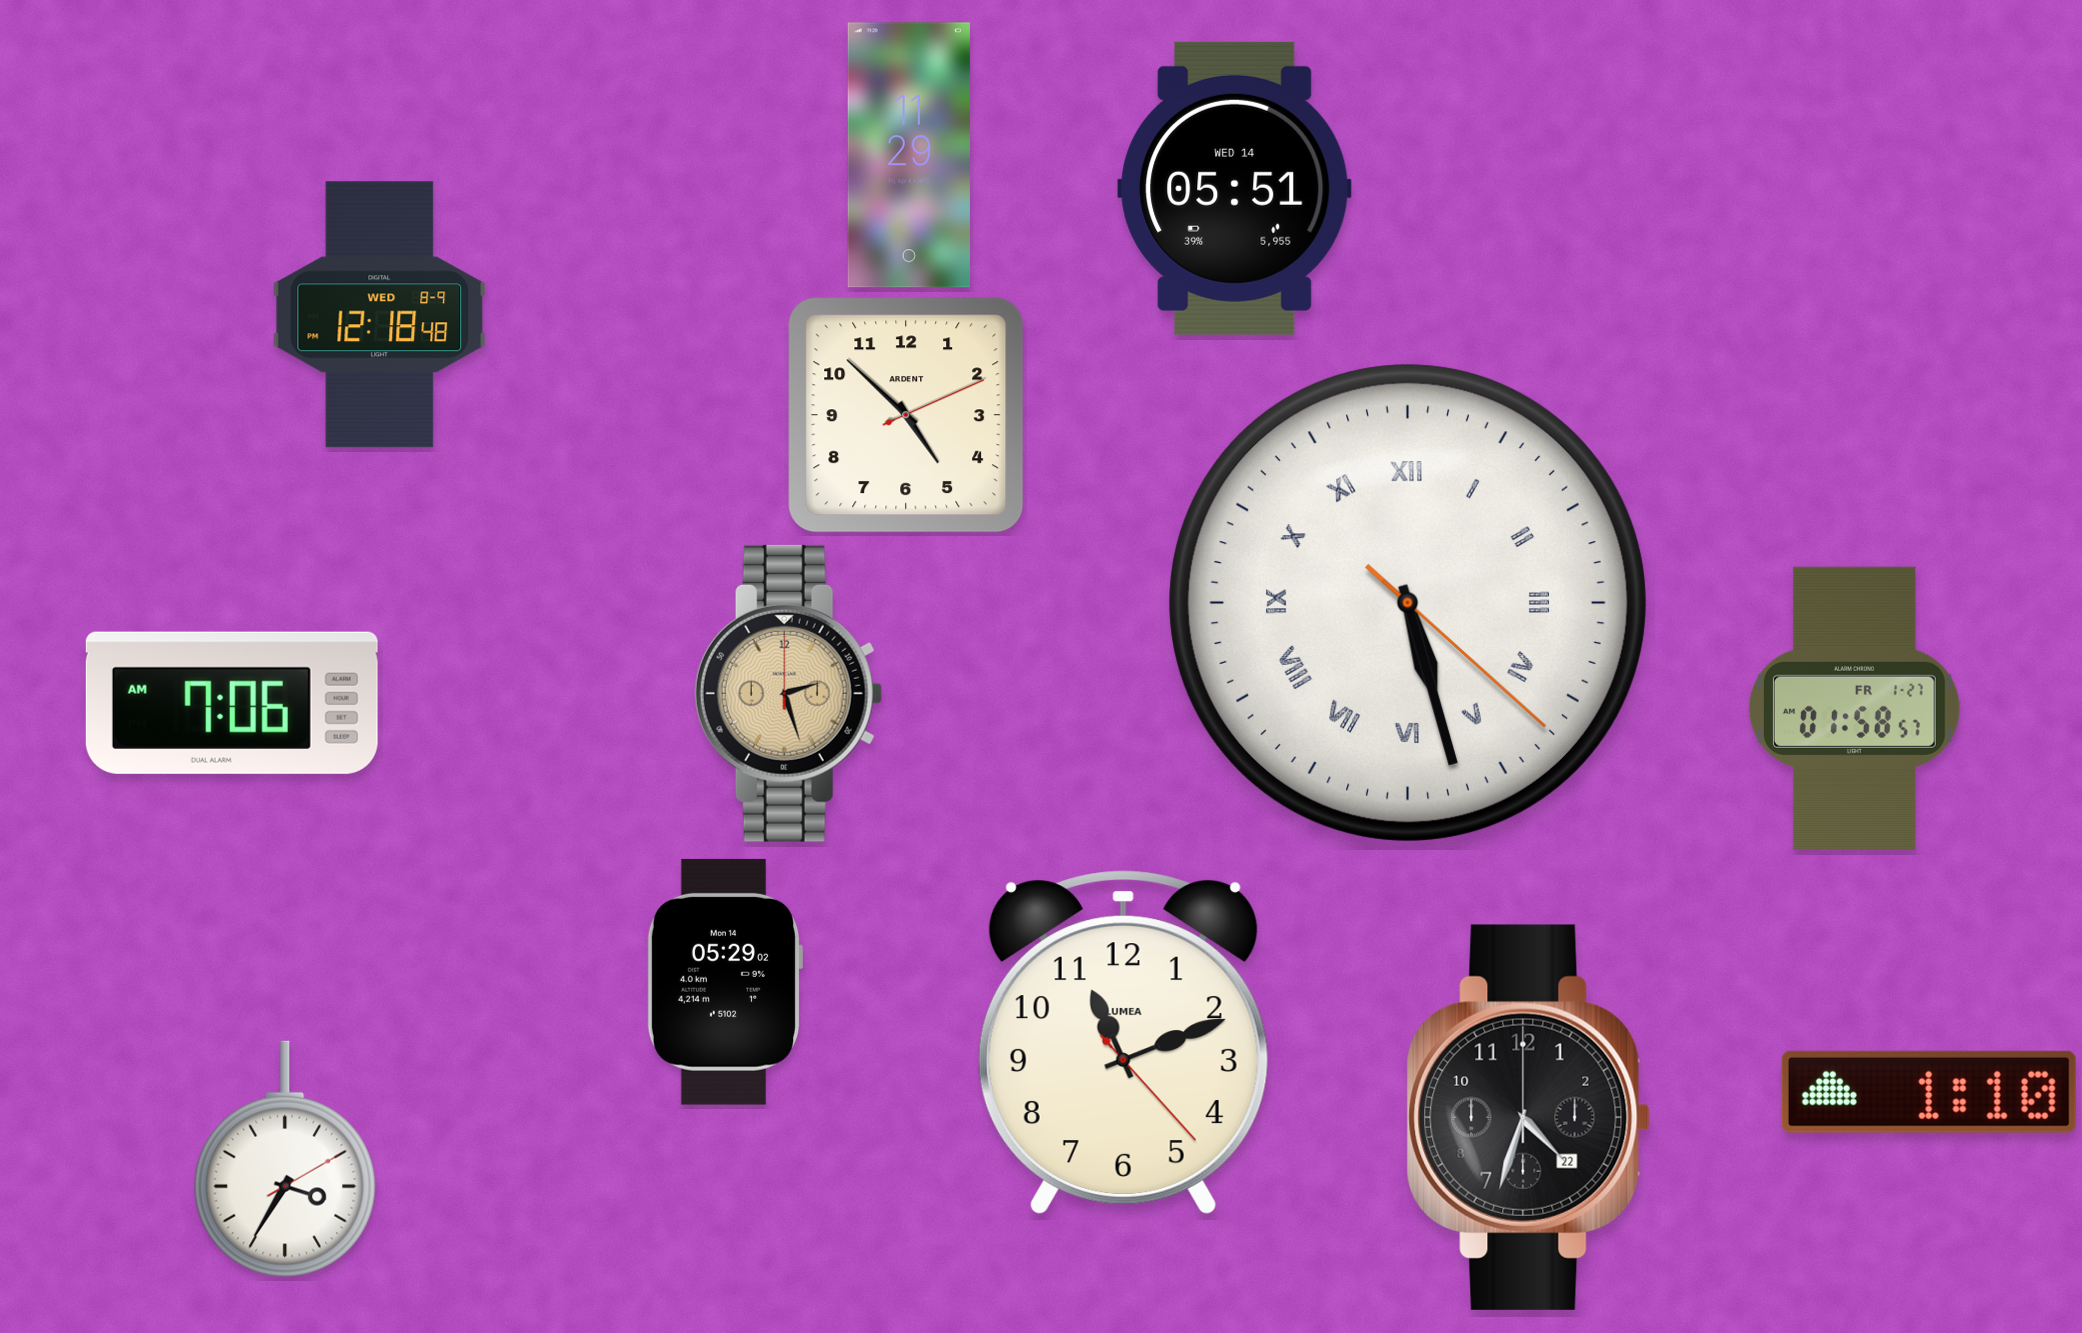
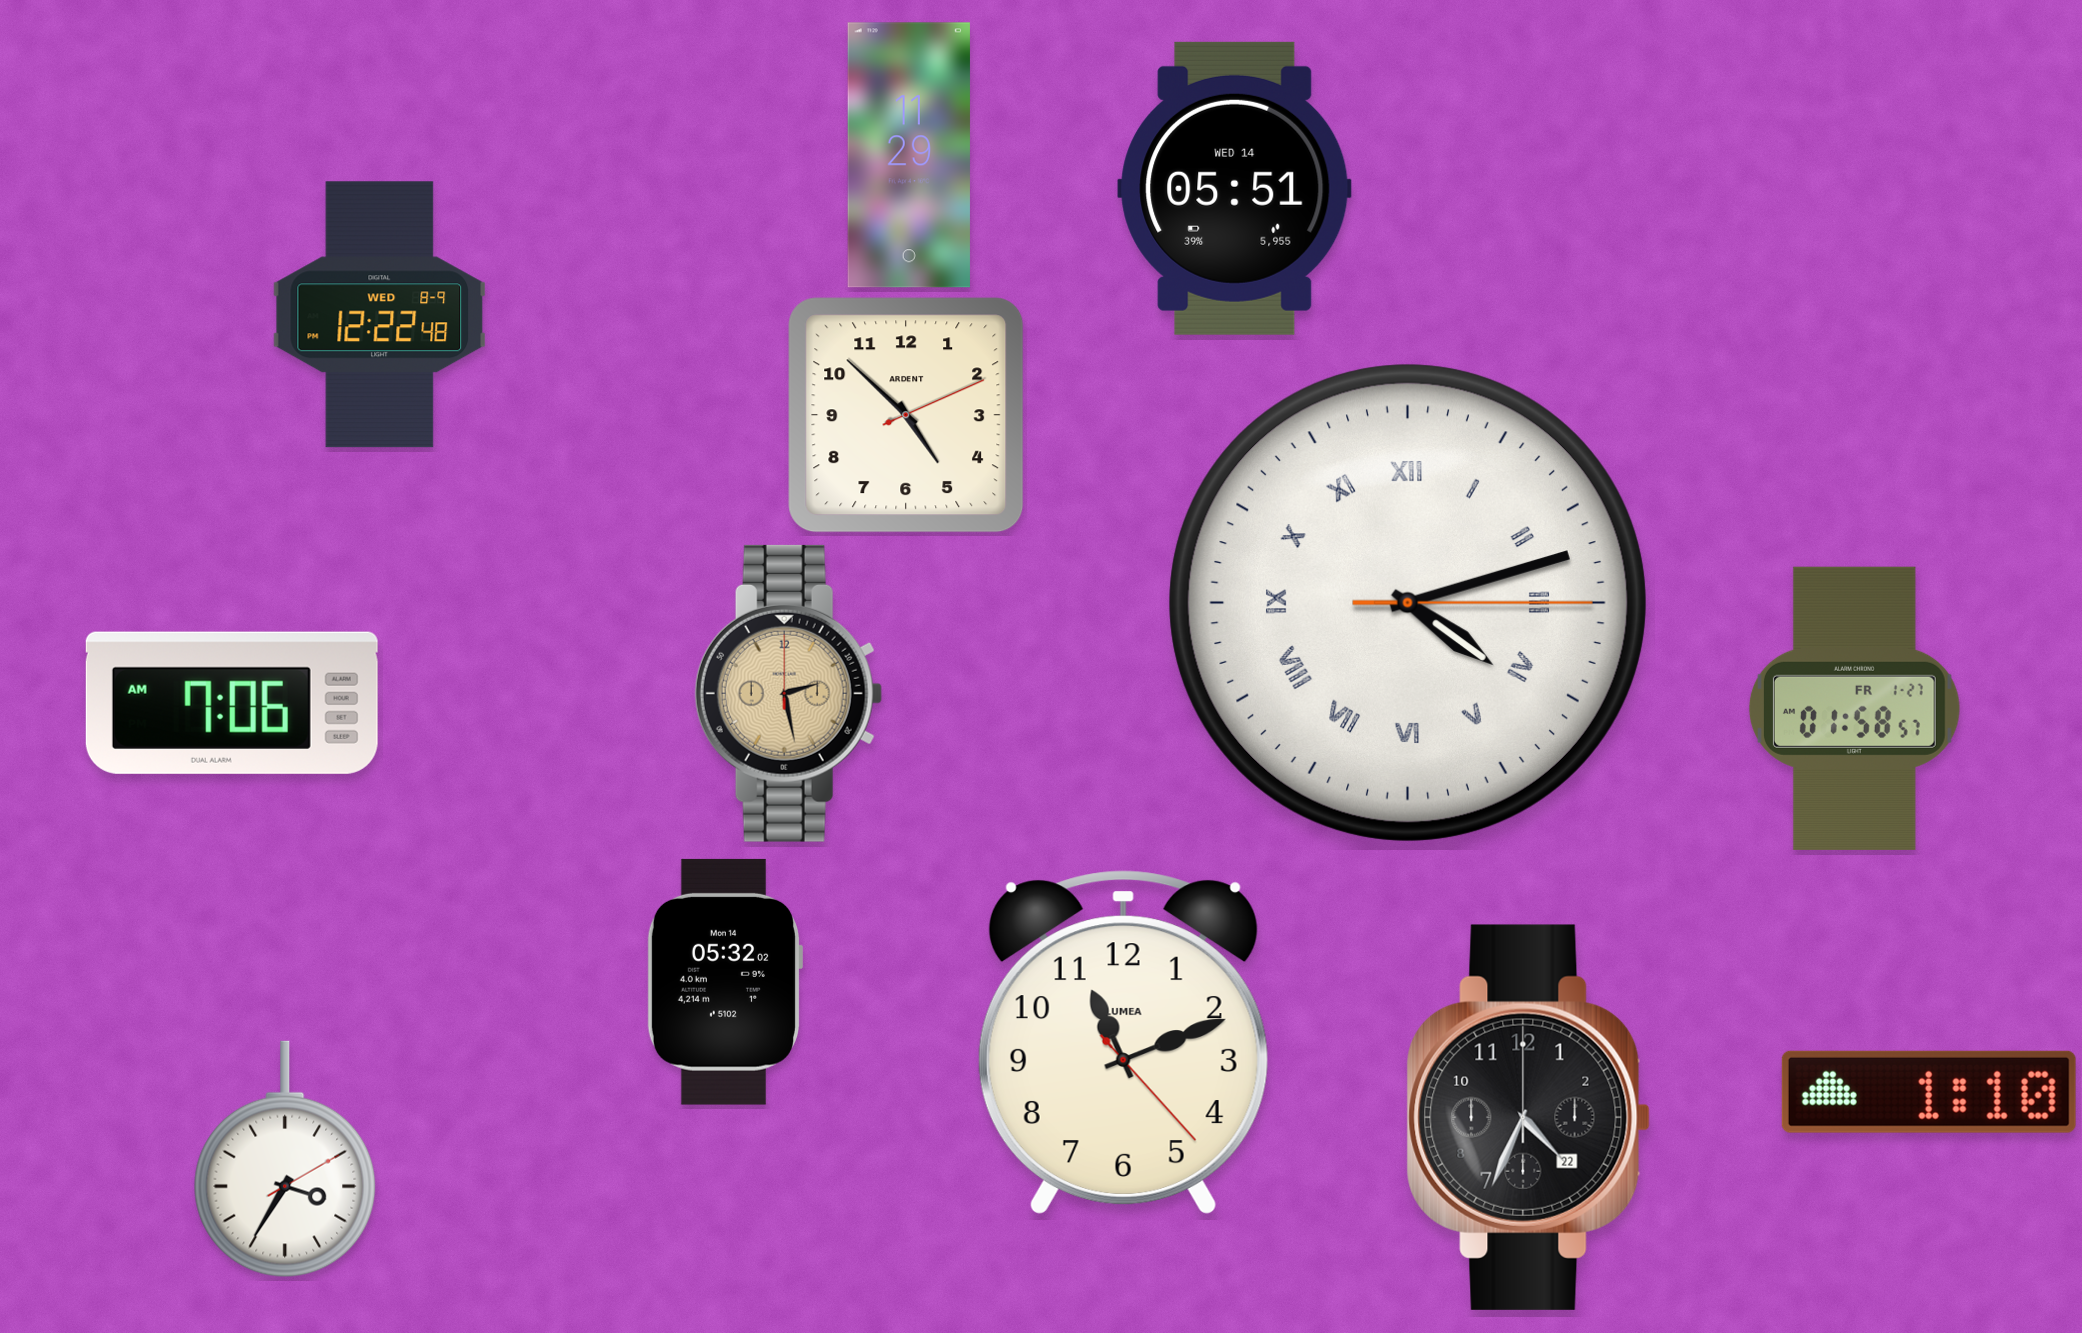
clock at (380, 315): 12:18 -> 12:22
clock at (1408, 603): 5:27 -> 4:12
clock at (788, 693): 2:27 -> 2:28
clock at (724, 982): 05:29 -> 05:32
clock at (1528, 1117): 4:33 -> 4:34
